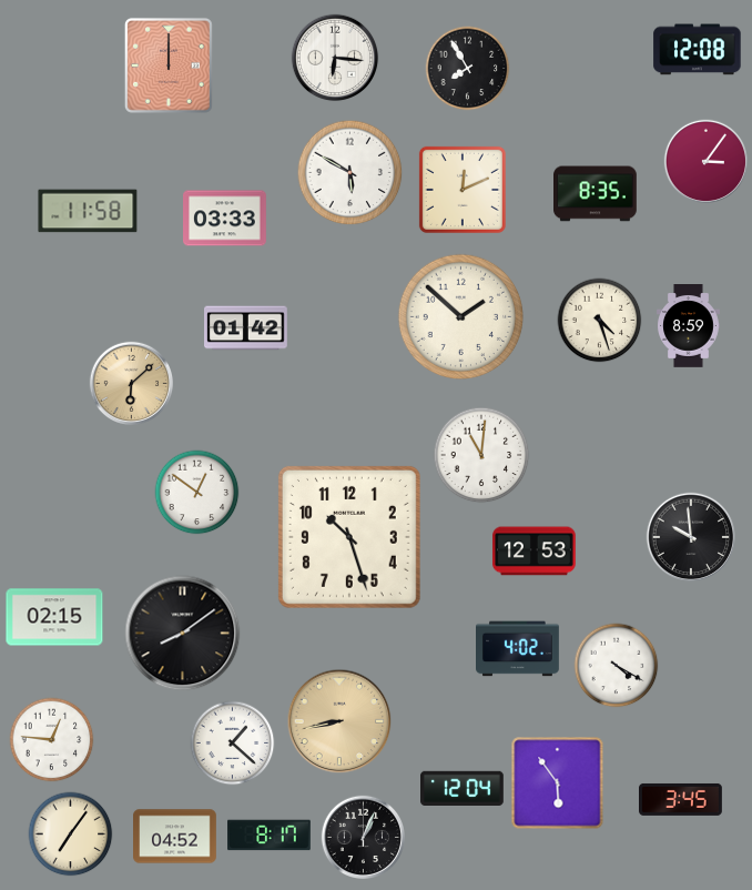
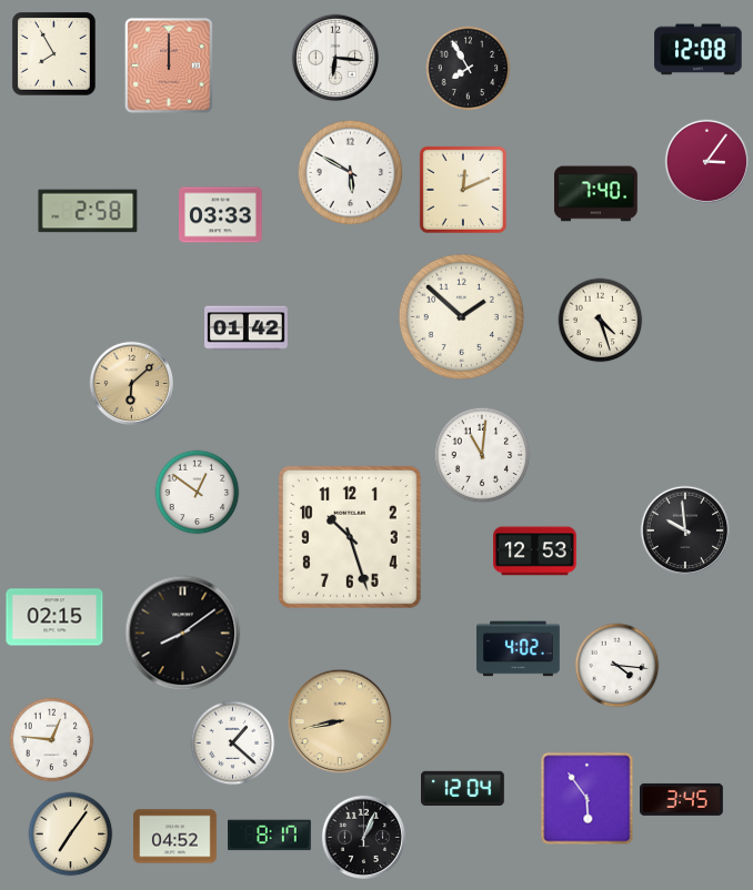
clock at (54, 54): none -> 7:55
clock at (596, 194): 8:35 -> 7:40
clock at (88, 211): 11:58 -> 2:58
clock at (225, 219) position: (225, 219) -> (221, 215)
clock at (689, 326): 8:59 -> none
clock at (691, 537) position: (691, 537) -> (685, 530)
clock at (617, 666): 4:20 -> 4:16
clock at (558, 783) position: (558, 783) -> (588, 799)
